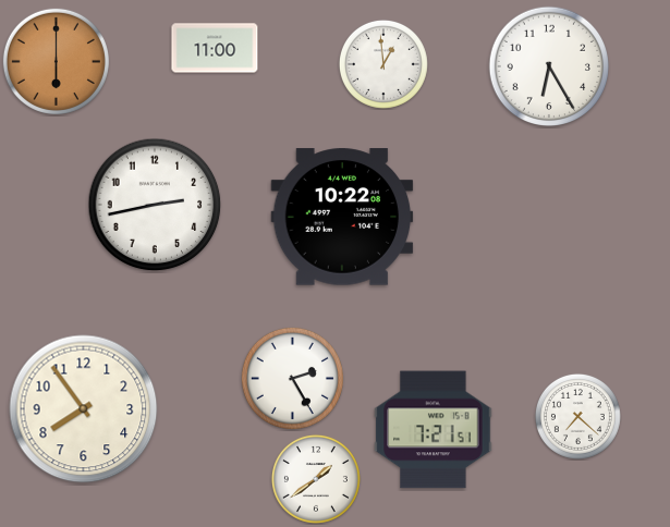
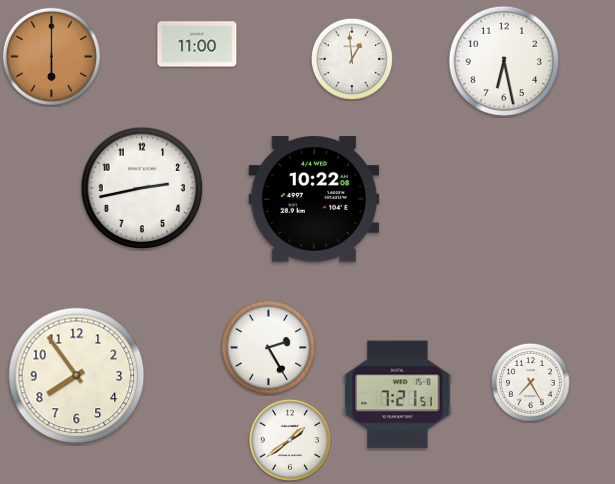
clock at (549, 66): 6:25 -> 6:28
clock at (577, 416): 7:22 -> 7:25
